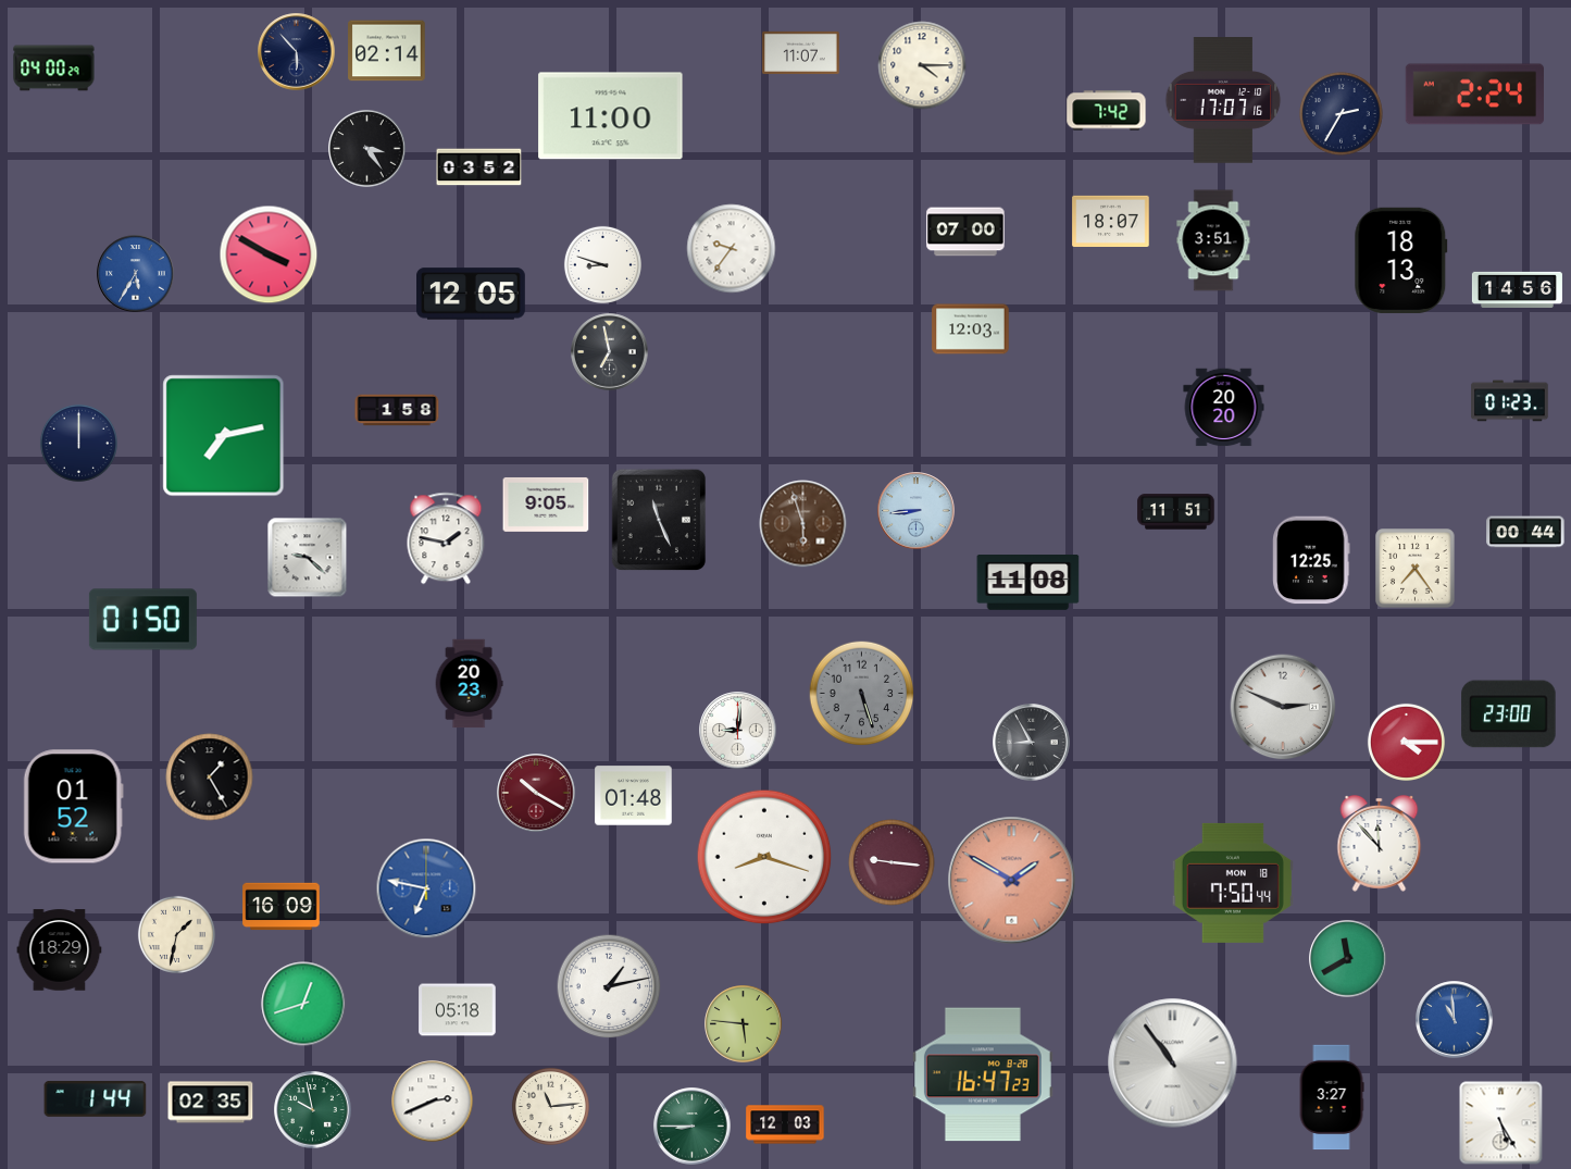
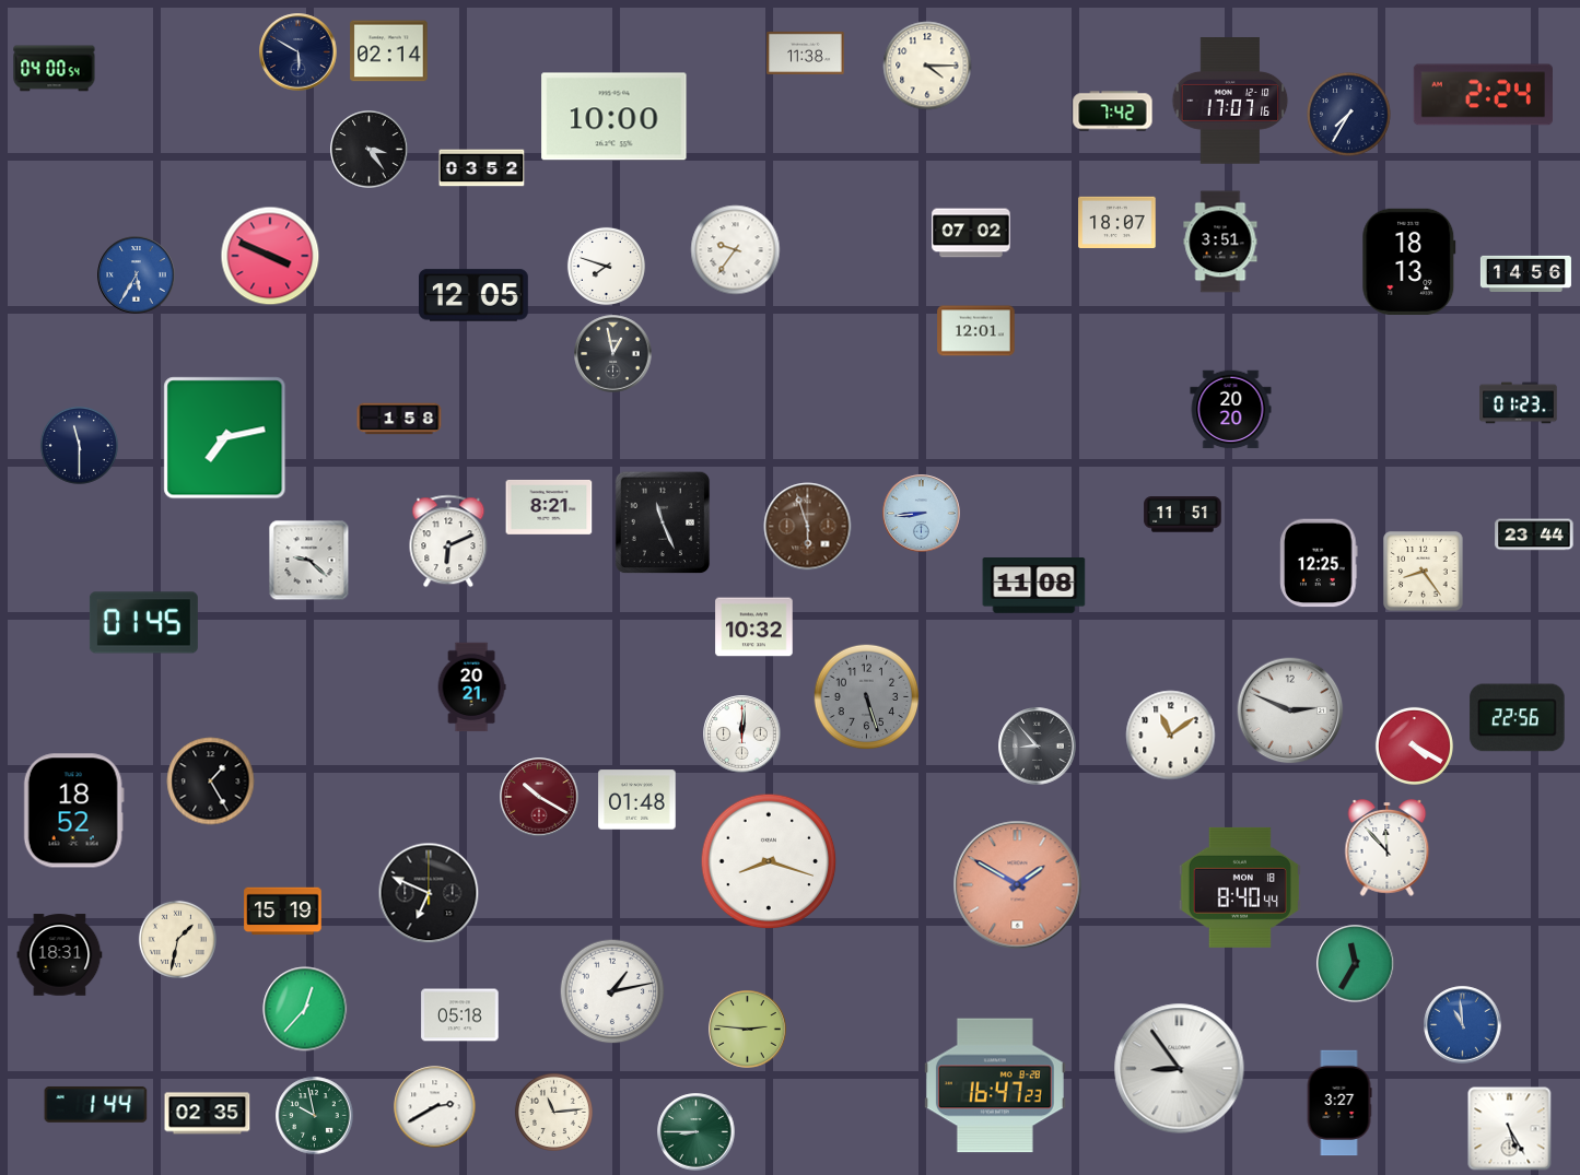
clock at (297, 52): 5:53 -> 5:50
clock at (801, 52): 11:07 -> 11:38
clock at (54, 69): 04:00:29 -> 04:00:54
clock at (1342, 114): 2:35 -> 7:35
clock at (611, 116): 11:00 -> 10:00
clock at (965, 232): 07:00 -> 07:02
clock at (269, 254): 3:50 -> 3:49
clock at (602, 264): 8:48 -> 7:48
clock at (1517, 289) position: (1517, 289) -> (1525, 273)
clock at (971, 329): 12:03 -> 12:01
clock at (610, 352): 6:58 -> 12:58
clock at (397, 410) position: (397, 410) -> (399, 419)
clock at (78, 443): 12:00 -> 11:30
clock at (546, 505): 9:05 -> 8:21
clock at (1525, 532): 00:44 -> 23:44
clock at (446, 538): 1:47 -> 6:11
clock at (1416, 569): 7:24 -> 8:24
clock at (142, 620): 01:50 -> 01:45
clock at (754, 627): none -> 10:32
clock at (469, 684): 20:23 -> 20:21
clock at (1509, 714): 23:00 -> 22:56
clock at (738, 731): 9:01 -> 12:01
clock at (1171, 736): none -> 11:09
clock at (1406, 742): 4:15 -> 4:20
clock at (1032, 743): 8:55 -> 8:53
clock at (73, 807): 01:52 -> 18:52
clock at (892, 862): 9:16 -> none
clock at (1233, 883): 7:50 -> 8:40
clock at (426, 888): 6:47 -> 6:49
clock at (426, 888) dial: blue -> black
clock at (282, 907): 16:09 -> 15:19
clock at (60, 950): 18:29 -> 18:31
clock at (1348, 959): 11:40 -> 11:35
clock at (303, 1004): 12:42 -> 12:37
clock at (744, 1024): 5:46 -> 2:46
clock at (1173, 1064): 10:54 -> 8:54
clock at (983, 1074) position: (983, 1074) -> (995, 1085)
clock at (433, 1102): 2:41 -> 2:40
clock at (211, 1103) position: (211, 1103) -> (208, 1114)
clock at (785, 1124): 12:03 -> none
